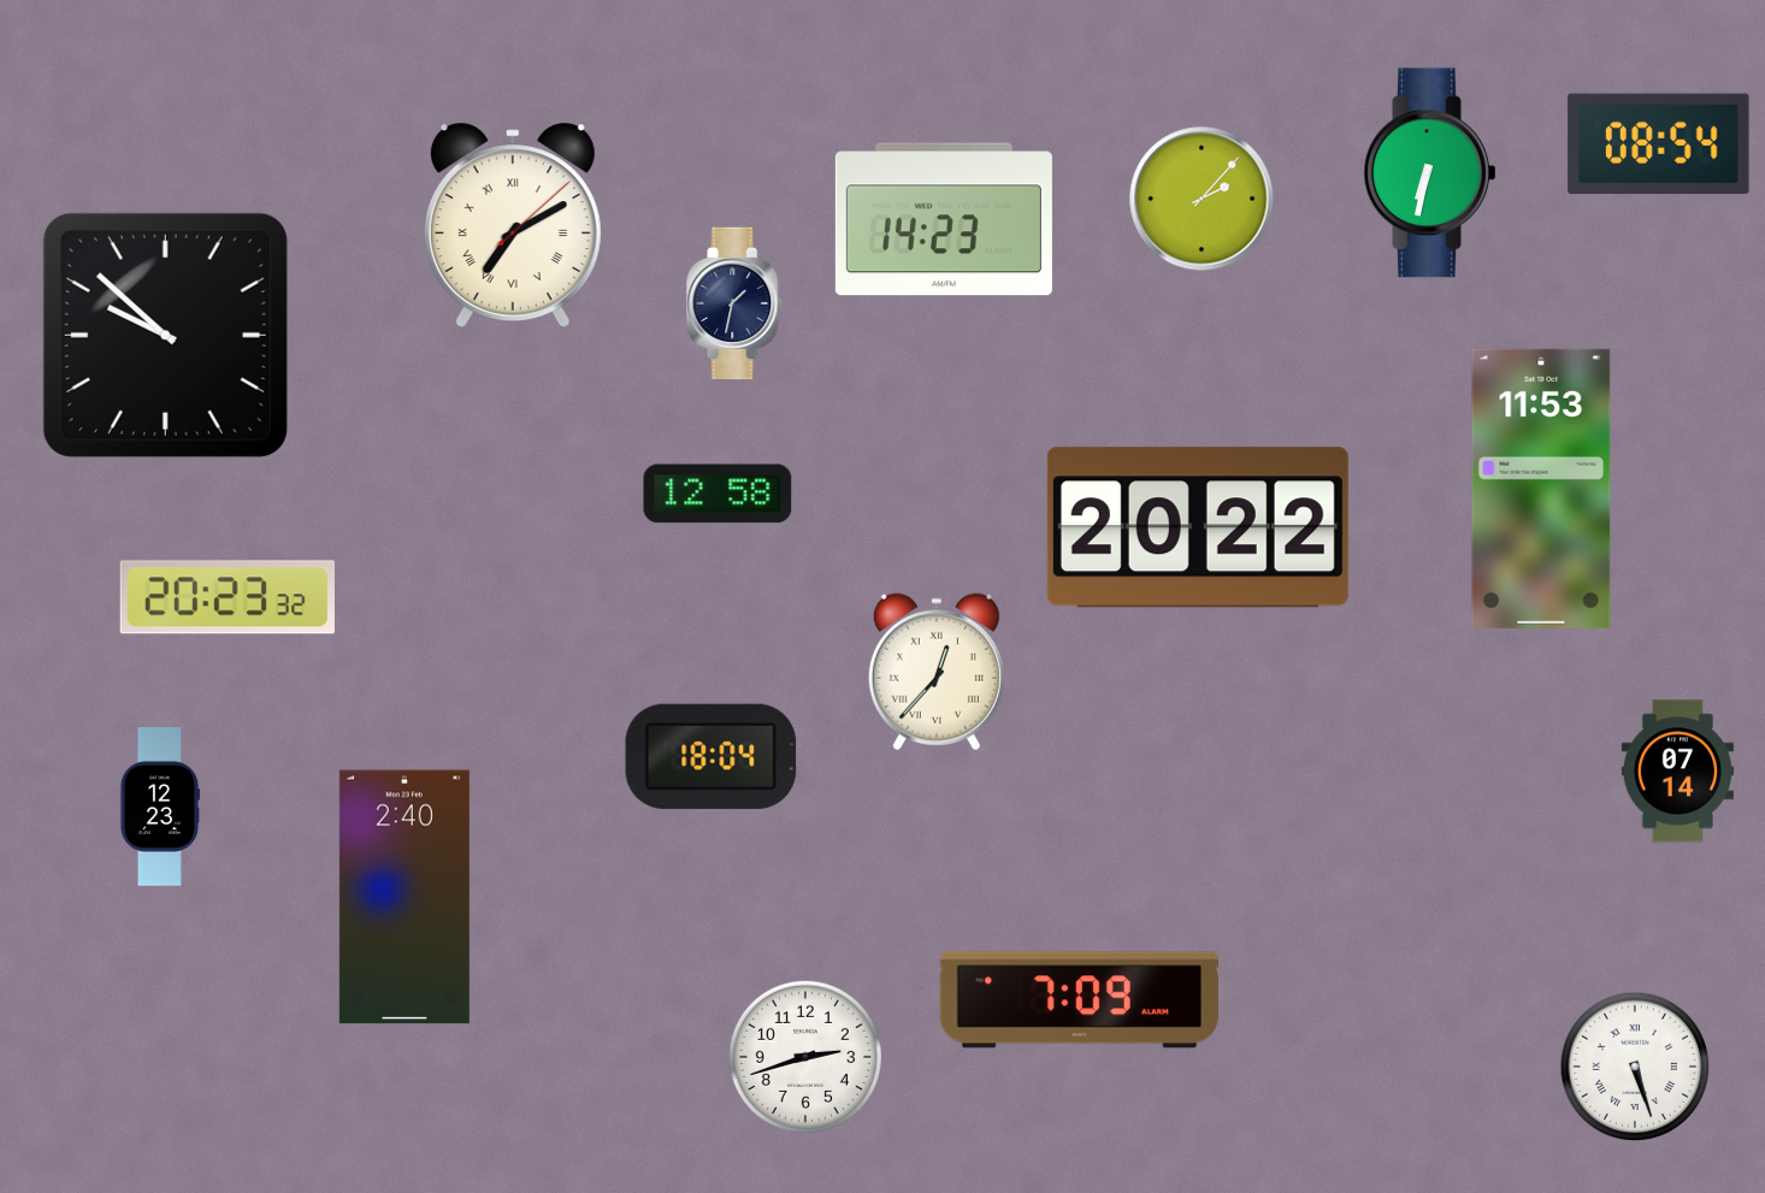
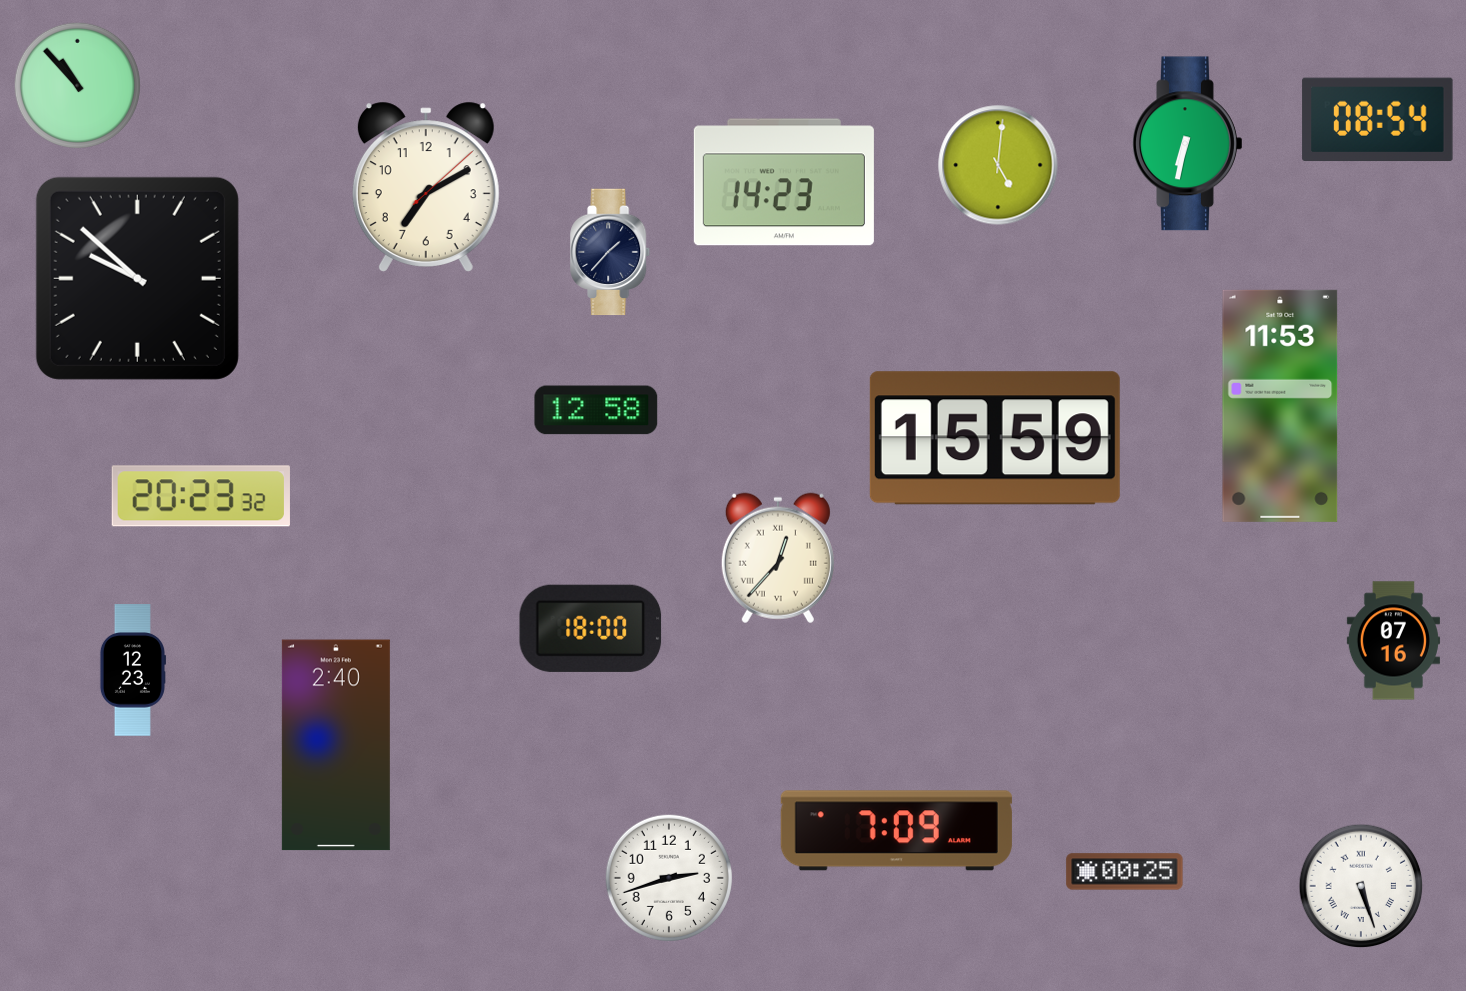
clock at (77, 85): none -> 10:53
clock at (1202, 199): 2:07 -> 5:01
clock at (513, 225) numerals: Roman -> Arabic
clock at (736, 303): 1:32 -> 1:37
clock at (1198, 527): 20:22 -> 15:59
clock at (228, 597) position: (228, 597) -> (201, 496)
clock at (712, 756): 18:04 -> 18:00
clock at (1677, 772): 07:14 -> 07:16
clock at (1125, 872): none -> 00:25
clock at (1635, 1067) position: (1635, 1067) -> (1361, 886)
